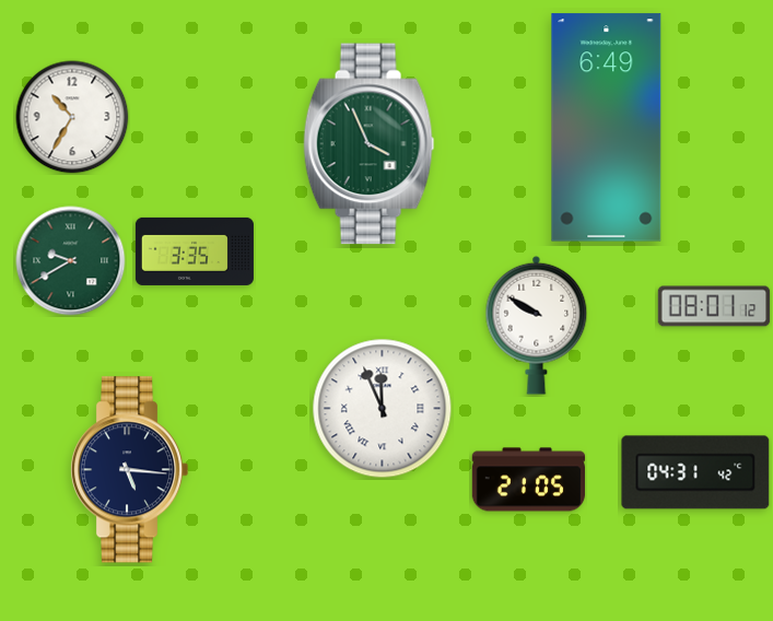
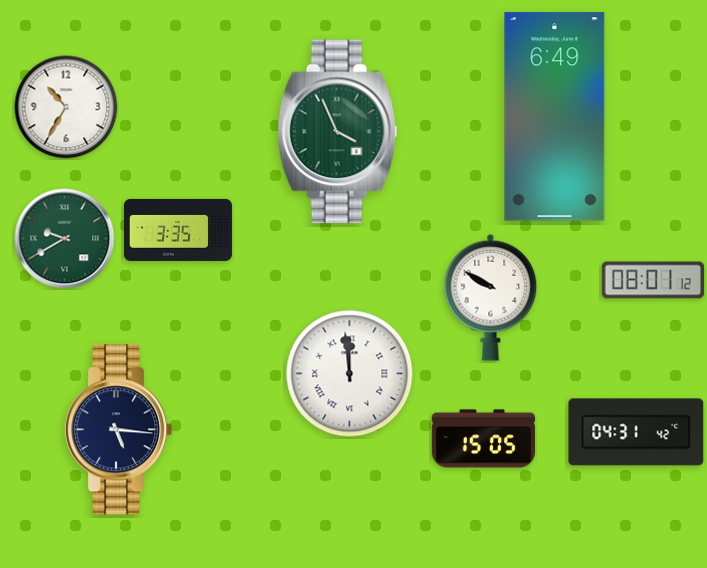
clock at (383, 409): 11:56 -> 11:59
clock at (529, 480): 21:05 -> 15:05
